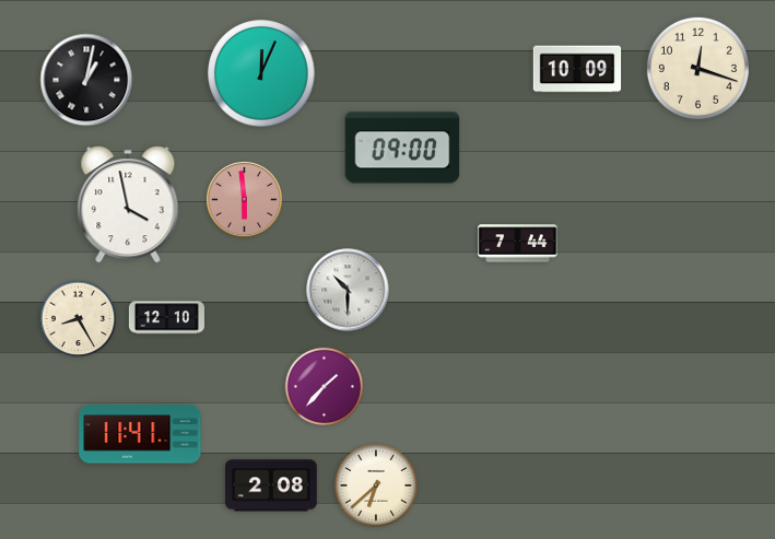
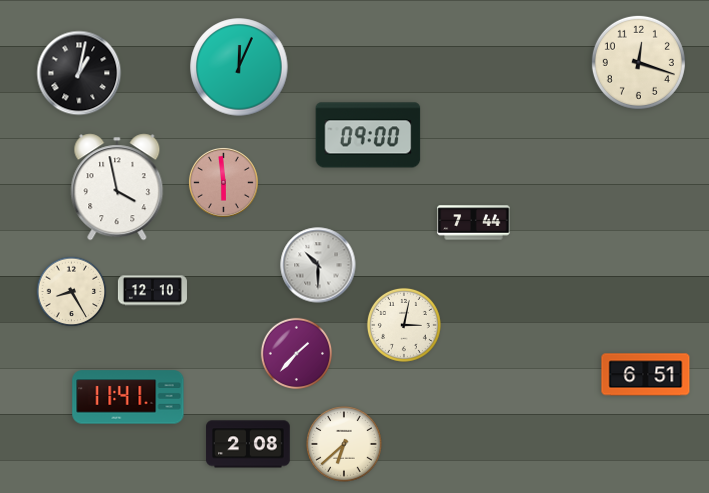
clock at (577, 69): 10:09 -> none
clock at (404, 325): none -> 3:02
clock at (646, 375): none -> 6:51
